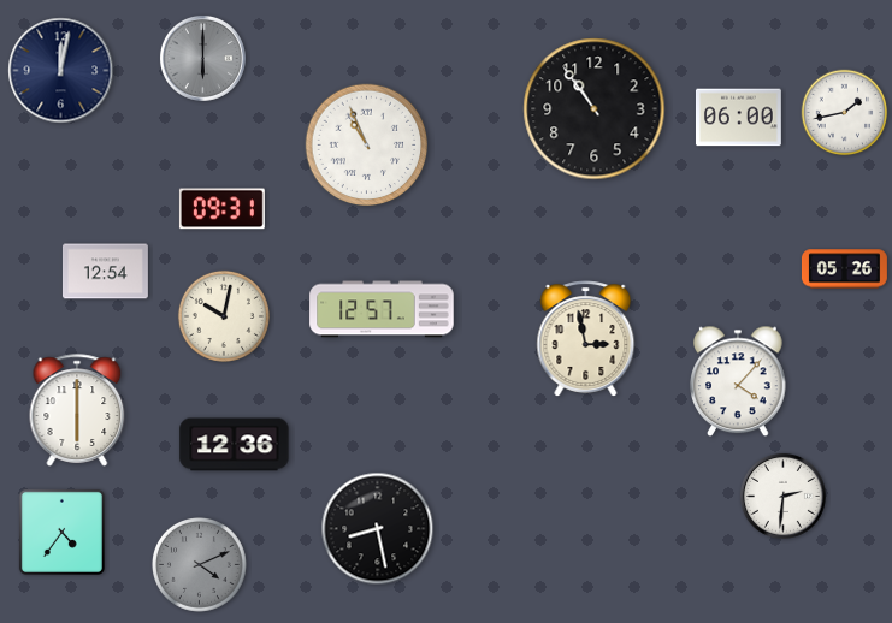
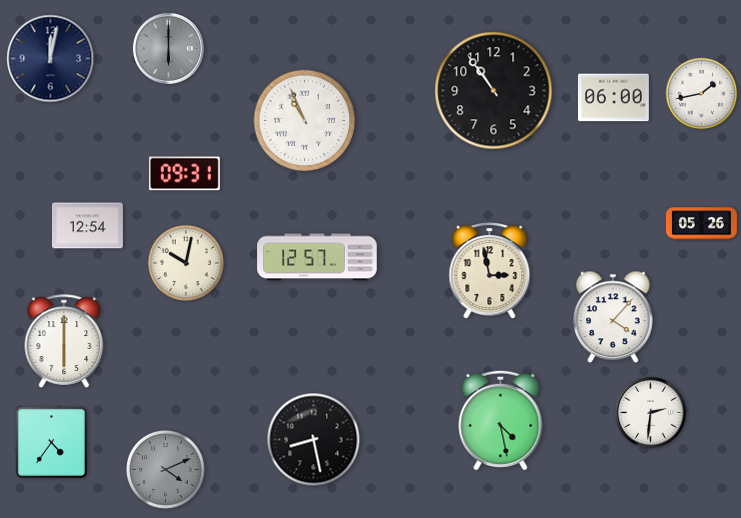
clock at (586, 339) position: (586, 339) -> (490, 271)
clock at (235, 445): 12:36 -> none
clock at (501, 420): none -> 4:28
